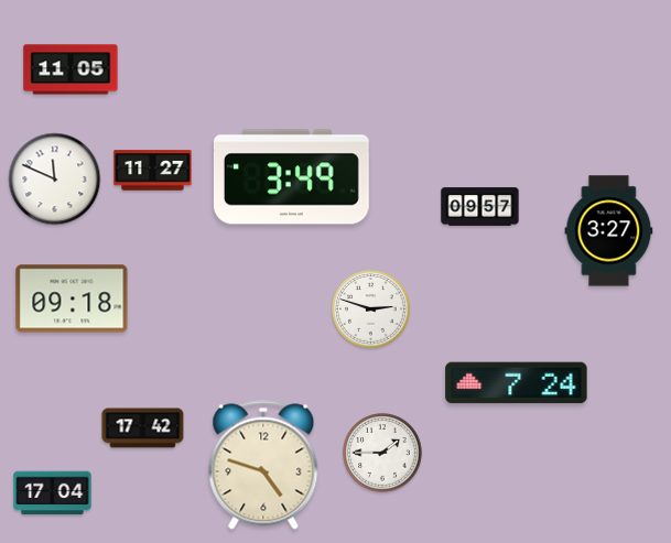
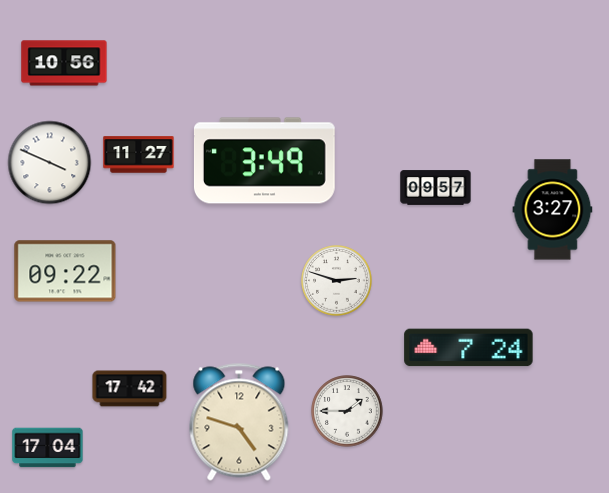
clock at (71, 69): 11:05 -> 10:56
clock at (55, 180): 11:49 -> 3:49
clock at (72, 298): 09:18 -> 09:22
